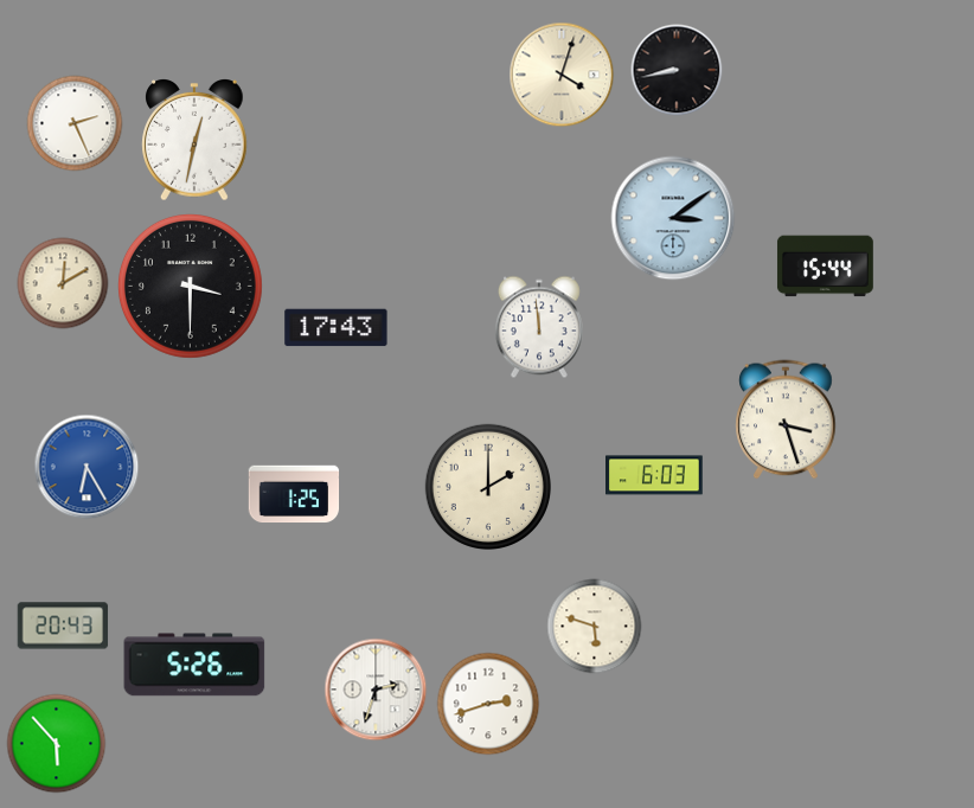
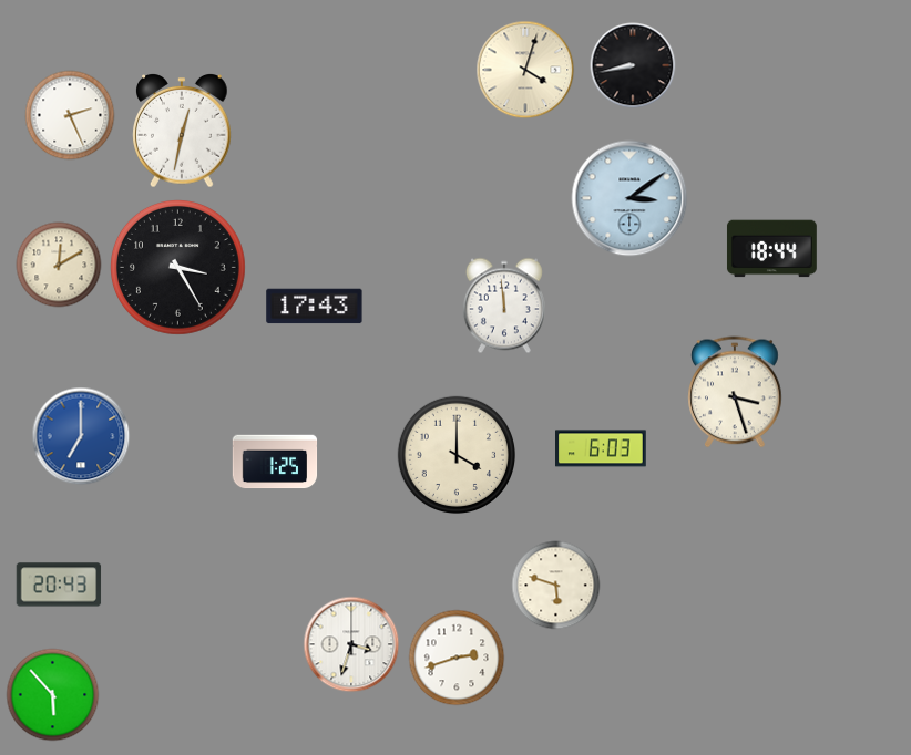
clock at (673, 218) position: (673, 218) -> (629, 198)
clock at (825, 267): 15:44 -> 18:44
clock at (190, 286): 3:30 -> 3:25
clock at (86, 467): 6:25 -> 7:00
clock at (655, 475) position: (655, 475) -> (602, 448)
clock at (487, 486): 2:00 -> 4:00
clock at (194, 665): 5:26 -> none
clock at (376, 690): 2:33 -> 3:33
